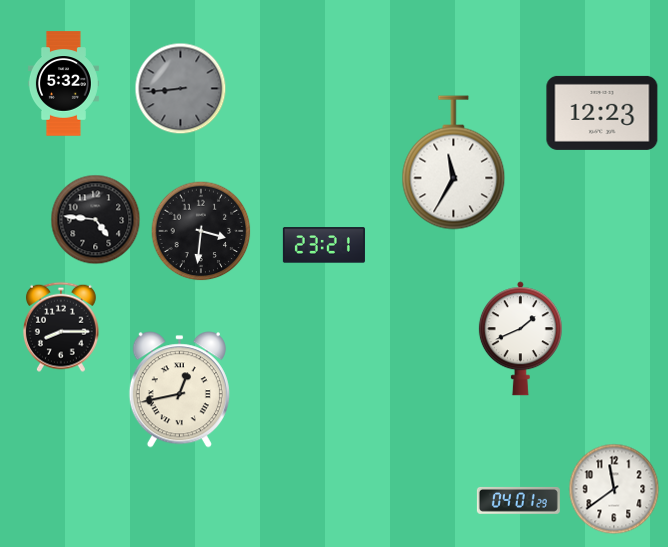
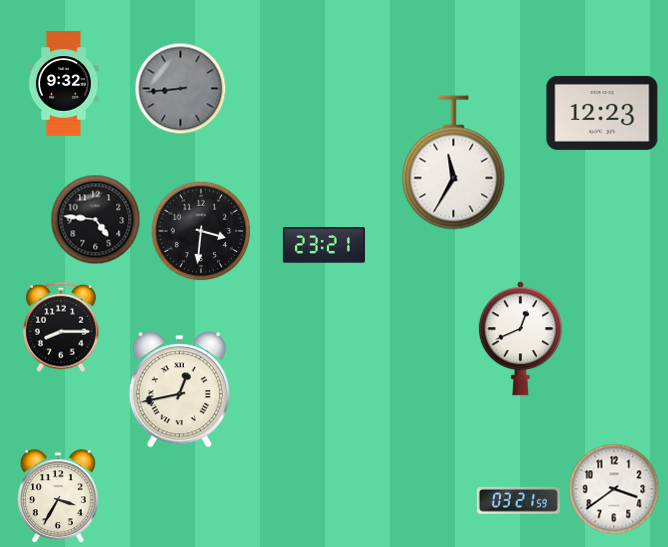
clock at (63, 84): 5:32 -> 9:32
clock at (520, 339): 1:41 -> 12:41
clock at (614, 489): 11:39 -> 3:39
clock at (59, 497): none -> 3:35
clock at (518, 500): 04:01 -> 03:21
